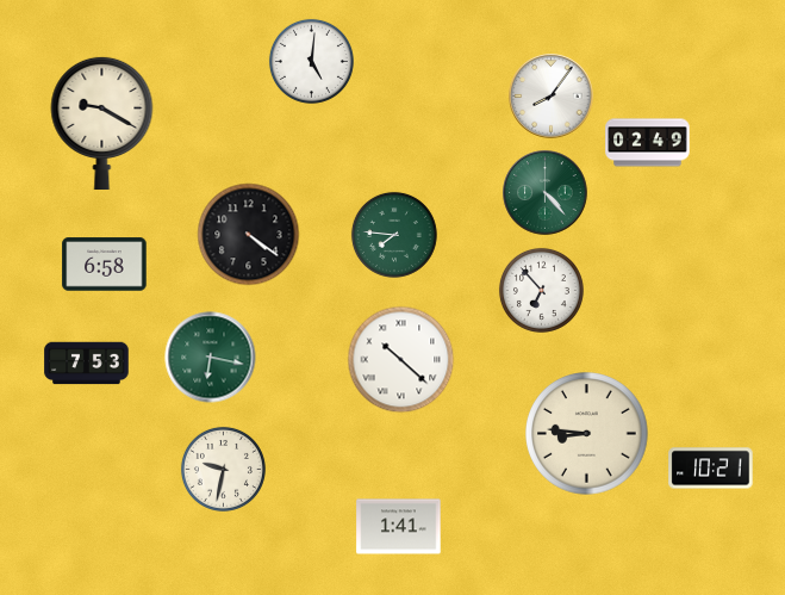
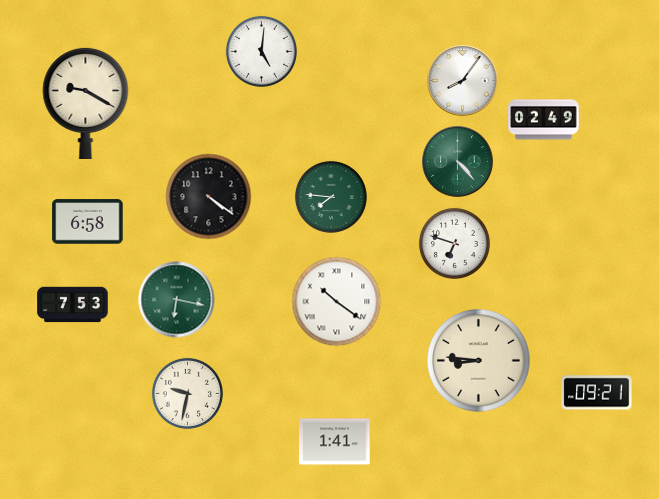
clock at (541, 290): 6:53 -> 6:48
clock at (401, 360): 10:22 -> 10:21
clock at (587, 434) position: (587, 434) -> (479, 361)
clock at (711, 469): 10:21 -> 09:21
